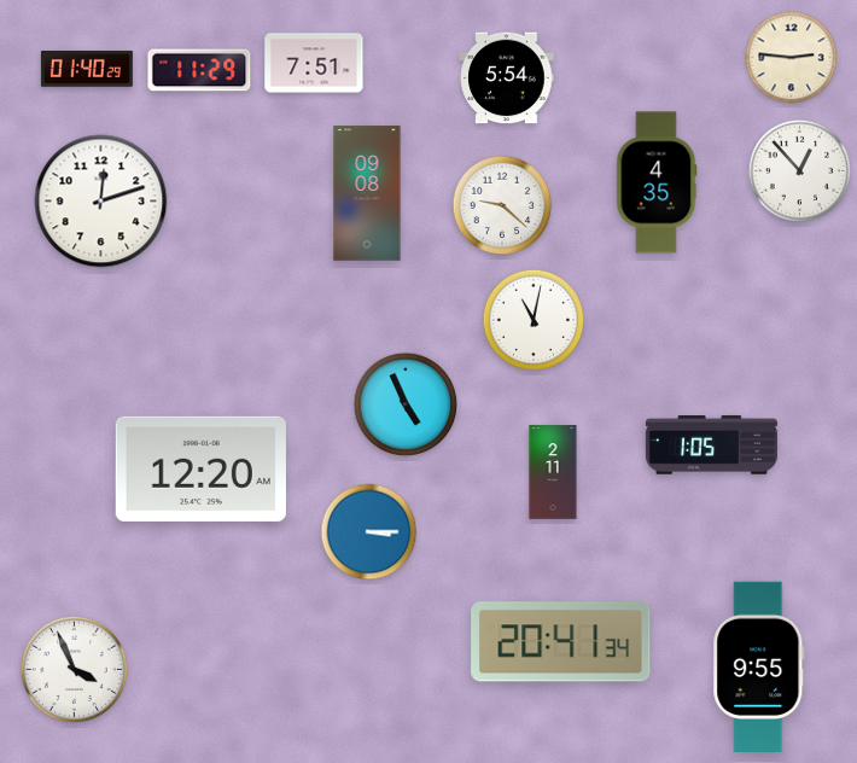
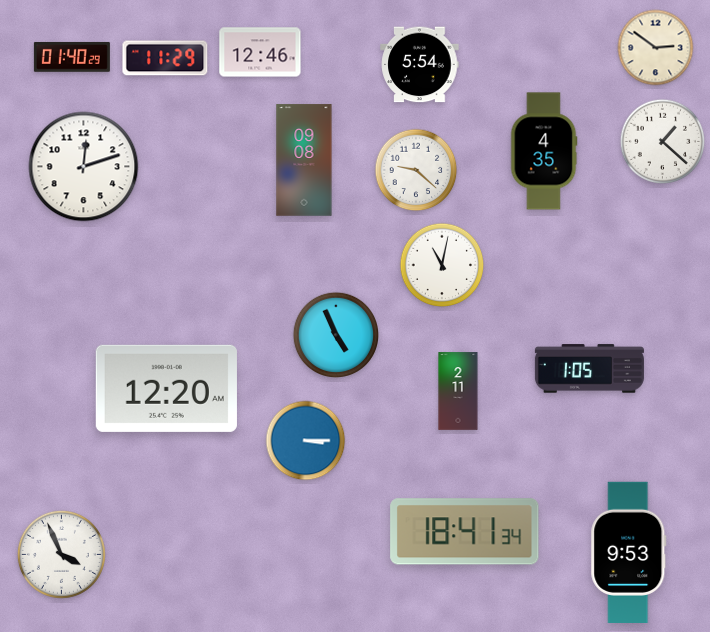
clock at (792, 58): 2:46 -> 2:51
clock at (314, 63): 7:51 -> 12:46
clock at (800, 171): 12:53 -> 1:22
clock at (561, 642): 20:41 -> 18:41
clock at (759, 666): 9:55 -> 9:53
